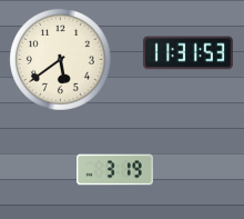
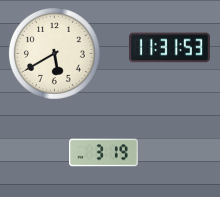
clock at (60, 59): 5:39 -> 5:40
